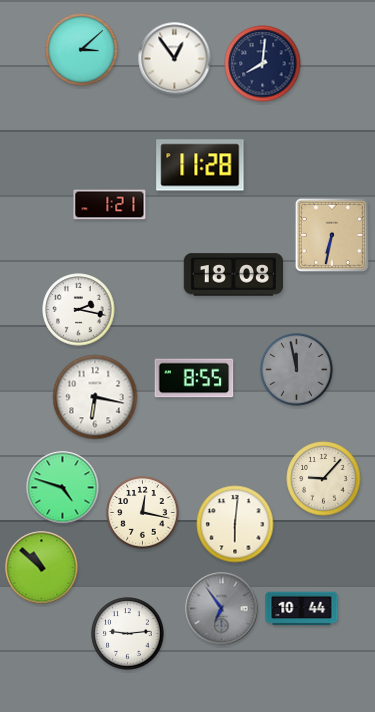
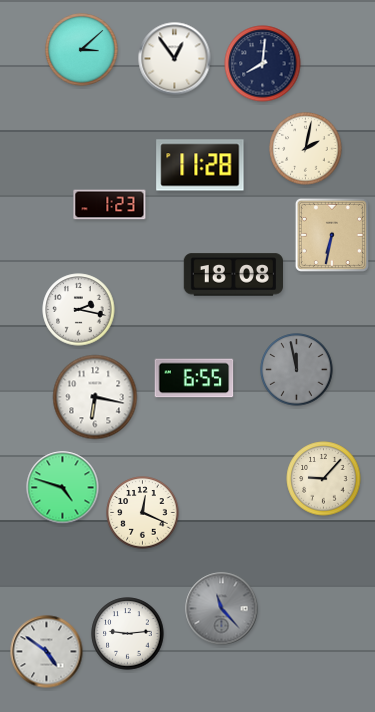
clock at (306, 149): none -> 2:02
clock at (110, 205): 1:21 -> 1:23
clock at (194, 378): 8:55 -> 6:55
clock at (143, 513): 12:17 -> 12:19
clock at (235, 524): 6:01 -> none
clock at (42, 568): 10:52 -> none
clock at (222, 609): 6:54 -> 11:23
clock at (302, 609): 10:44 -> none
clock at (47, 652): none -> 4:51
